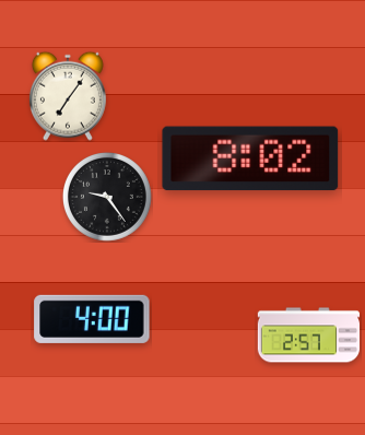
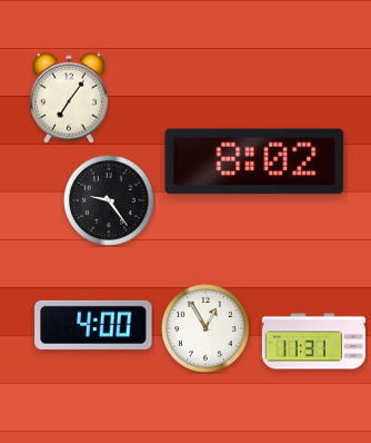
clock at (207, 329): none -> 12:55
clock at (309, 336): 2:57 -> 11:31
